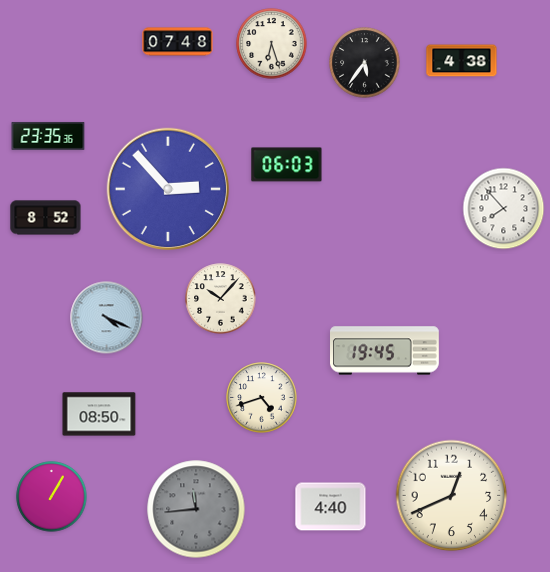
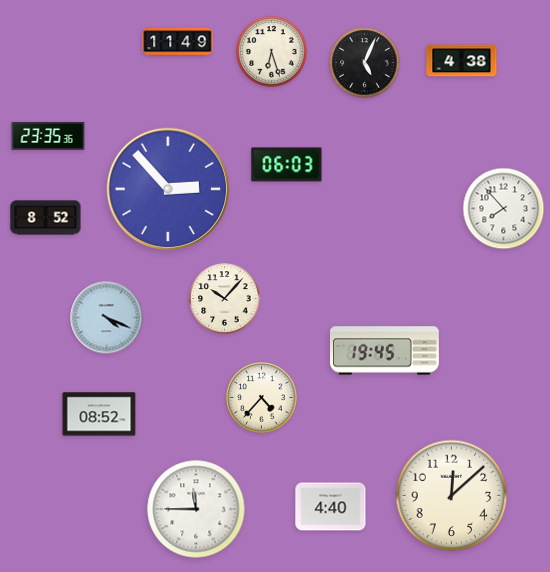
clock at (178, 42): 07:48 -> 11:49
clock at (272, 44) position: (272, 44) -> (272, 52)
clock at (365, 63): 5:36 -> 5:04
clock at (221, 299) position: (221, 299) -> (225, 299)
clock at (262, 398): 4:42 -> 4:37
clock at (99, 414): 08:50 -> 08:52
clock at (452, 496): 12:41 -> 12:08
clock at (52, 497): 1:05 -> none
clock at (196, 509): 11:44 -> 11:45
clock at (196, 509) dial: grey -> white
